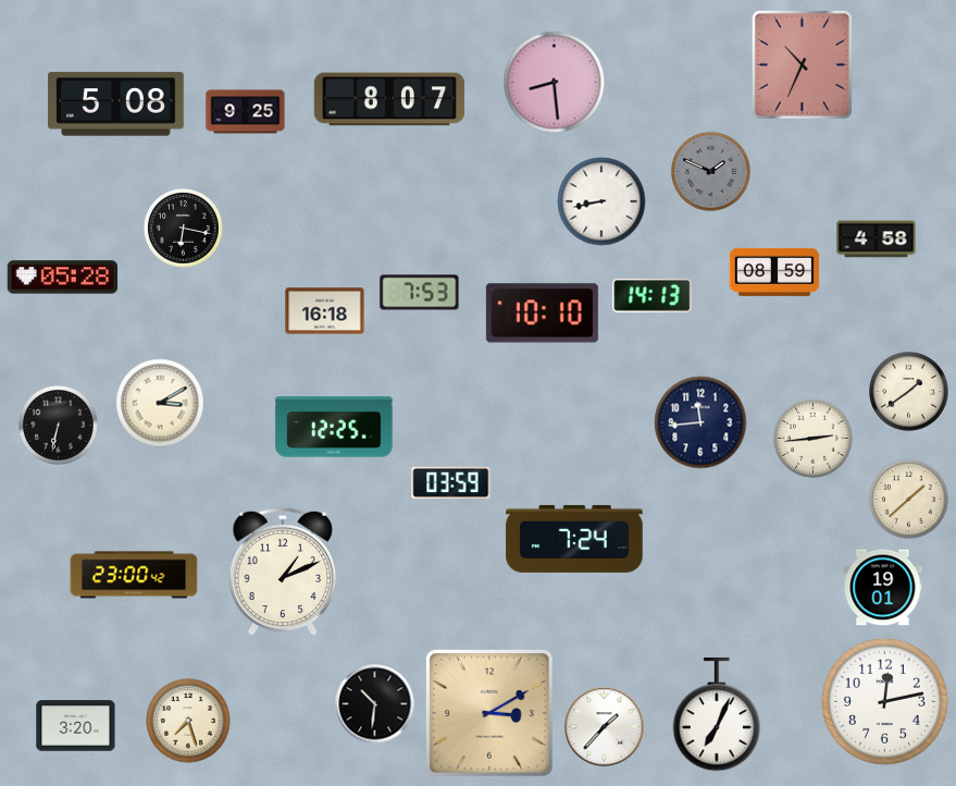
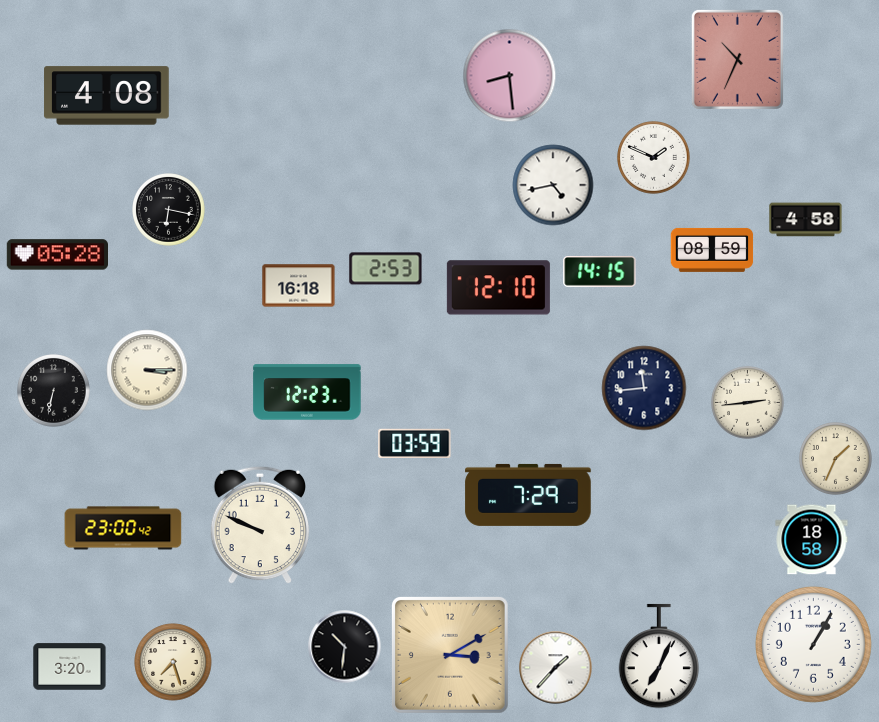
clock at (389, 99): 8:07 -> none
clock at (116, 105): 5:08 -> 4:08
clock at (246, 112): 9:25 -> none
clock at (711, 172) dial: grey -> white
clock at (601, 201): 8:43 -> 4:43
clock at (420, 293): 7:53 -> 2:53
clock at (653, 296): 14:13 -> 14:15
clock at (542, 314): 10:10 -> 12:10
clock at (909, 392): 1:39 -> none
clock at (160, 403): 3:10 -> 3:15
clock at (334, 427): 12:25 -> 12:23
clock at (909, 500): 1:38 -> 1:34
clock at (574, 539): 7:24 -> 7:29
clock at (283, 572): 1:11 -> 9:49
clock at (883, 588): 19:01 -> 18:58
clock at (884, 701): 12:13 -> 1:05
